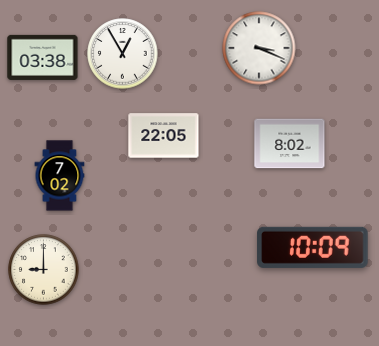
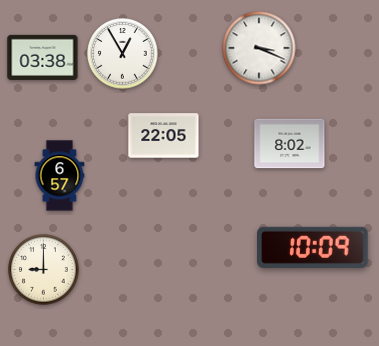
clock at (60, 176): 7:02 -> 6:57
